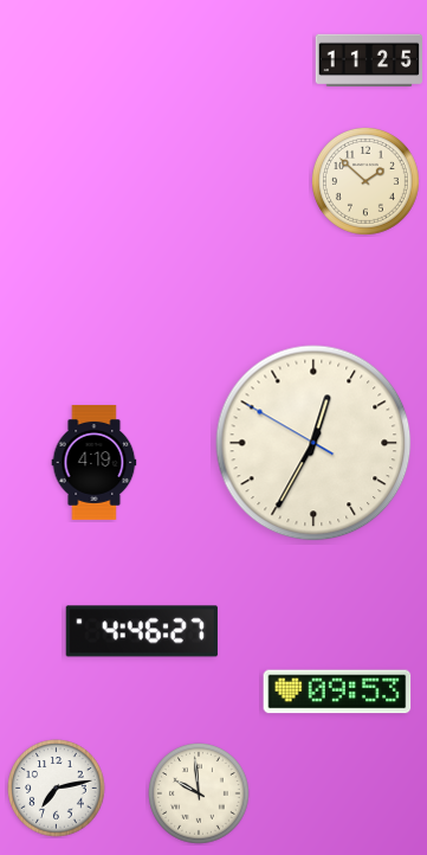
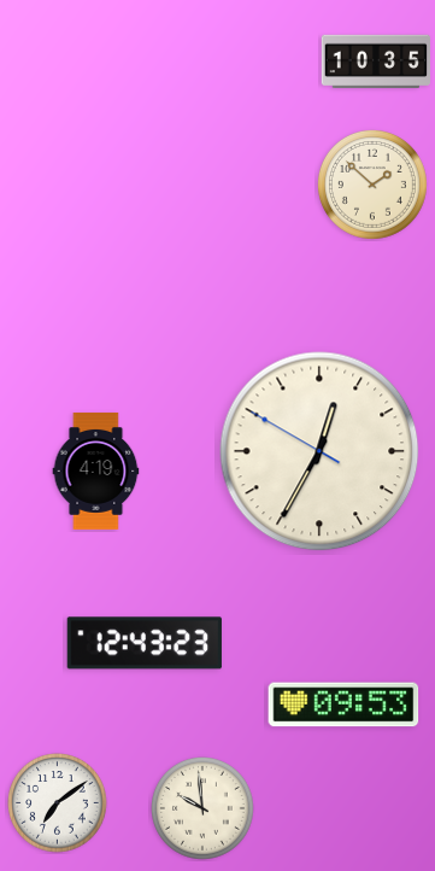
clock at (369, 60): 11:25 -> 10:35
clock at (142, 631): 4:46 -> 12:43
clock at (57, 789): 7:13 -> 7:09
